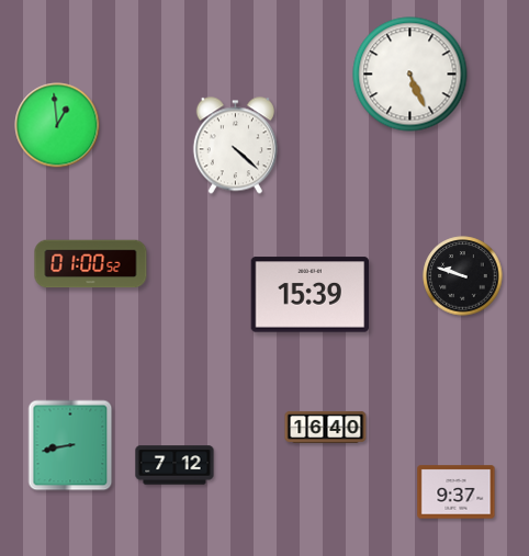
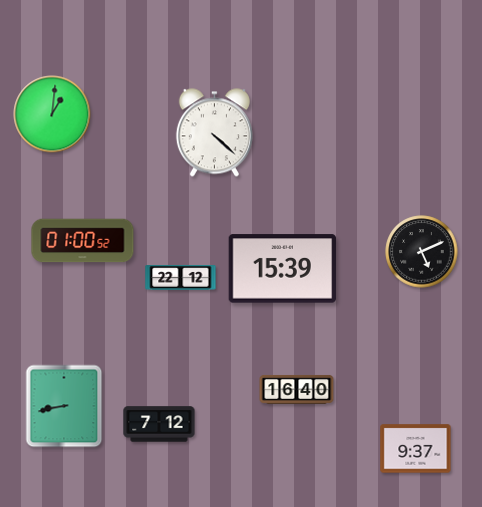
clock at (410, 75): 5:26 -> none
clock at (57, 125): 12:59 -> 1:01
clock at (463, 276): 9:48 -> 5:11
clock at (181, 278): none -> 22:12
